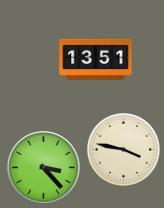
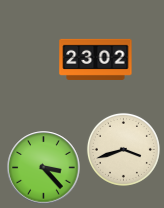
clock at (96, 59): 13:51 -> 23:02
clock at (123, 149): 3:47 -> 3:42
